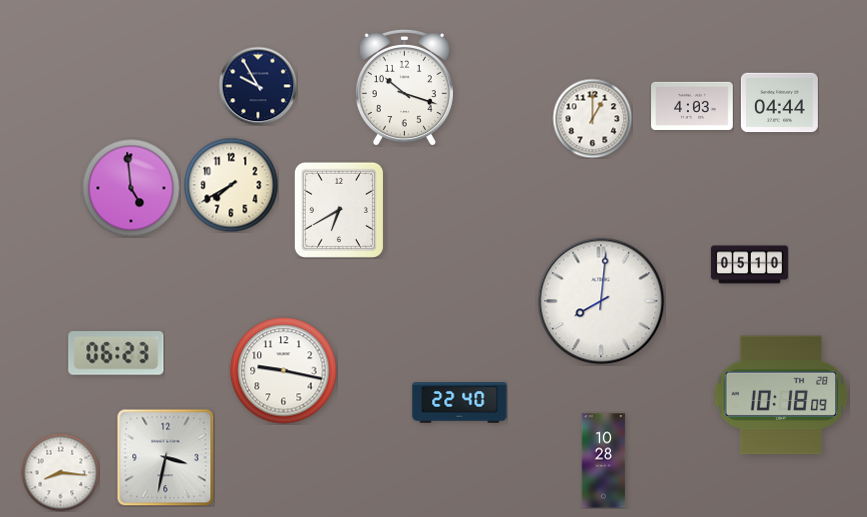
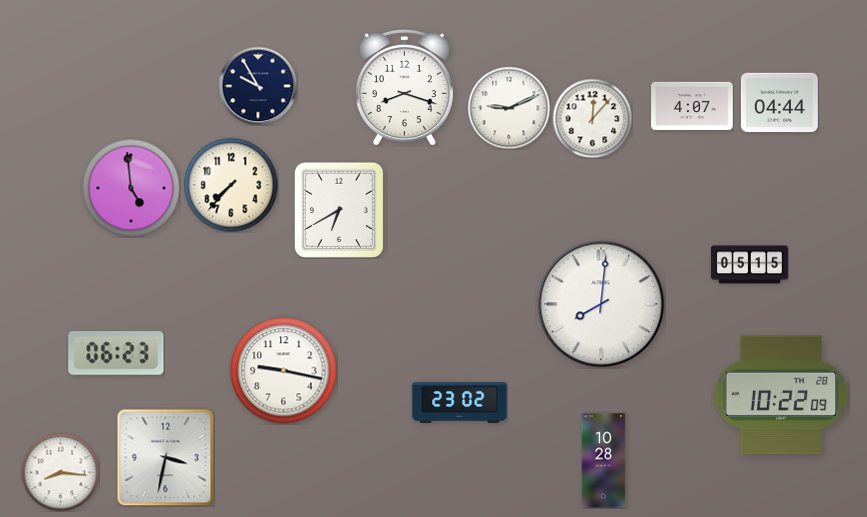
clock at (404, 87): 10:18 -> 8:18
clock at (692, 106): 4:03 -> 4:07
clock at (509, 108): none -> 9:11
clock at (592, 118): 1:00 -> 12:07
clock at (231, 185): 7:40 -> 7:37
clock at (749, 265): 05:10 -> 05:15
clock at (601, 301) position: (601, 301) -> (601, 304)
clock at (781, 395): 10:18 -> 10:22
clock at (460, 403): 22:40 -> 23:02
